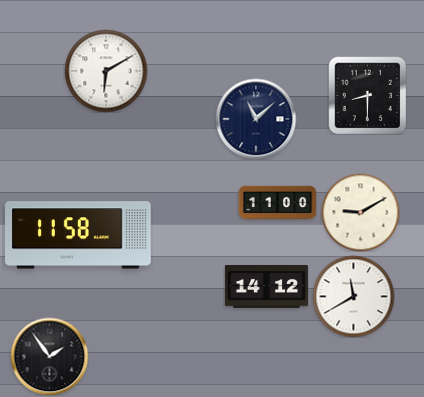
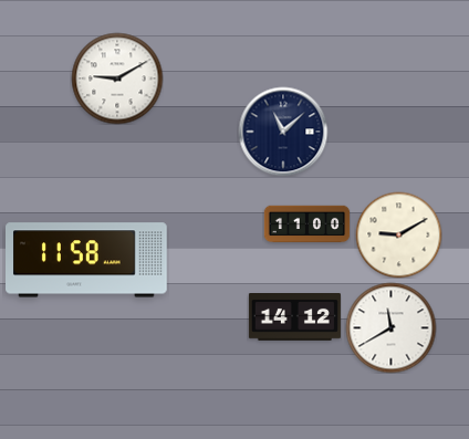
clock at (106, 71): 6:10 -> 9:10
clock at (367, 95): 8:30 -> none
clock at (49, 356): 1:54 -> none
